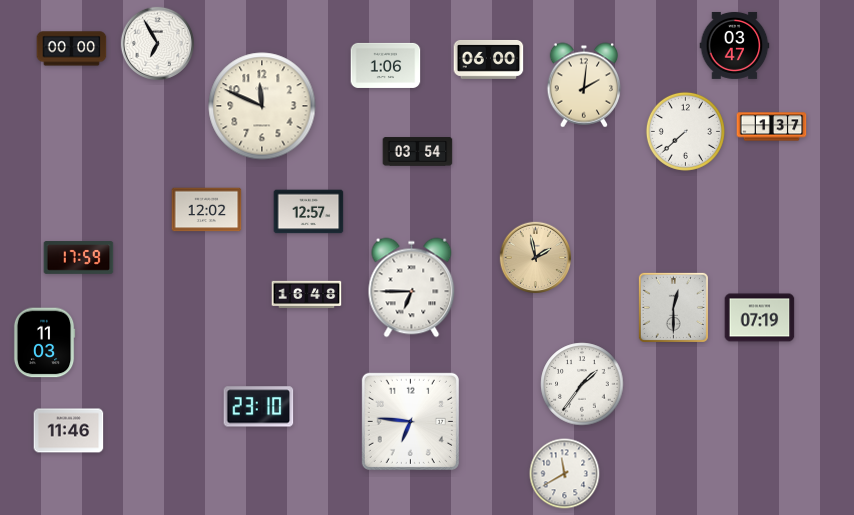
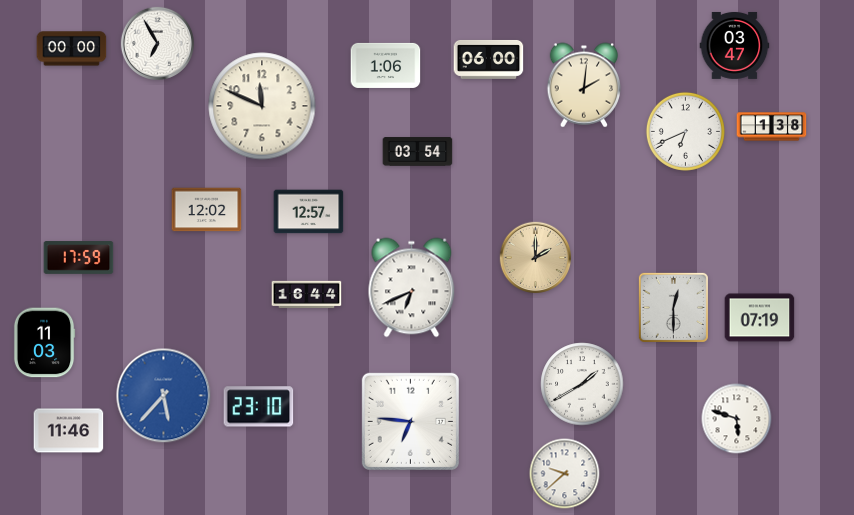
clock at (772, 127): 1:37 -> 1:38
clock at (685, 131): 7:38 -> 6:41
clock at (536, 258): 1:58 -> 2:00
clock at (412, 288): 6:45 -> 6:41
clock at (307, 295): 16:48 -> 16:44
clock at (582, 384): 1:36 -> 1:40
clock at (164, 396): none -> 5:37
clock at (737, 419): none -> 5:48
clock at (565, 474): 11:40 -> 9:38
